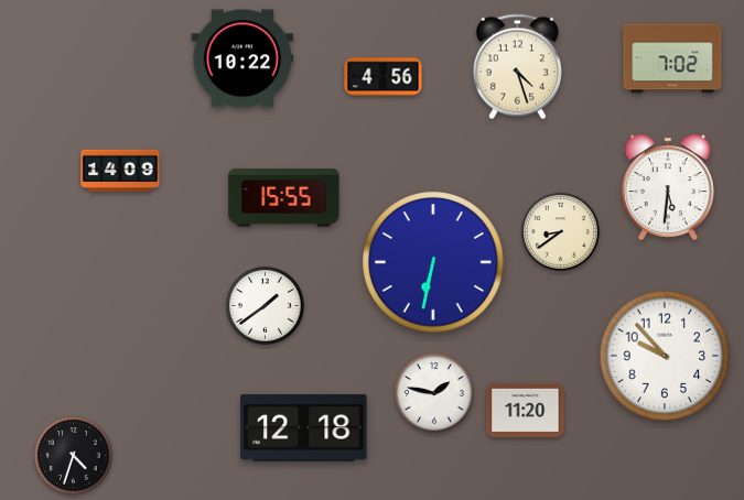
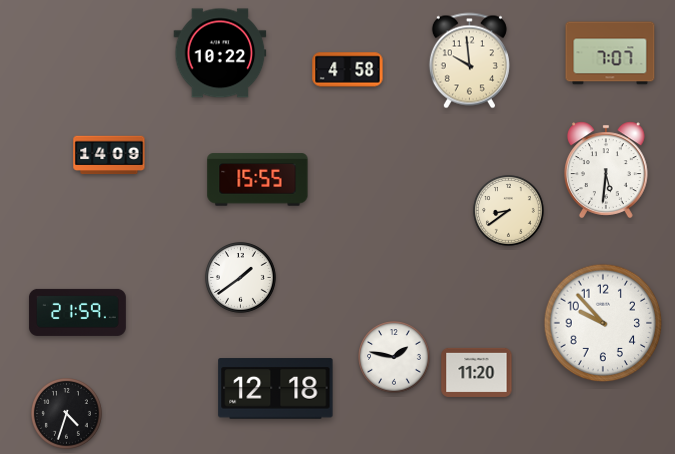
clock at (672, 58): 7:02 -> 7:07
clock at (517, 67): 4:27 -> 9:59
clock at (384, 77): 4:56 -> 4:58
clock at (433, 262): 6:32 -> none
clock at (78, 312): none -> 21:59
